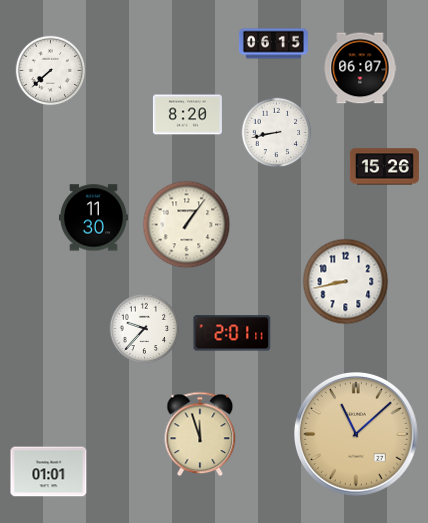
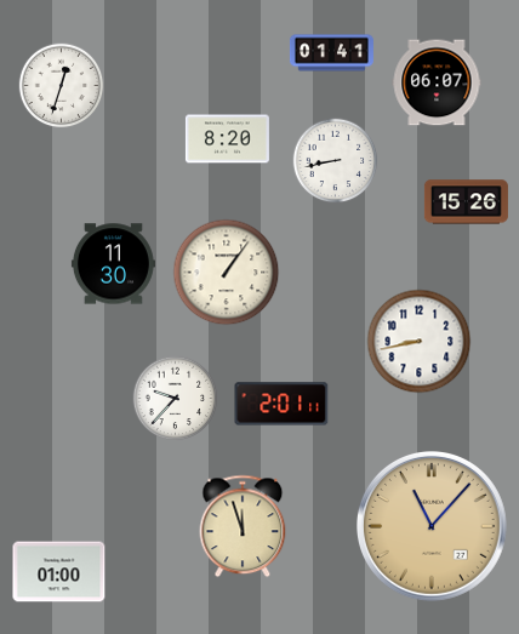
clock at (273, 44): 06:15 -> 01:41
clock at (51, 71): 7:38 -> 12:33
clock at (357, 435): 11:08 -> 11:07
clock at (49, 472): 01:01 -> 01:00
